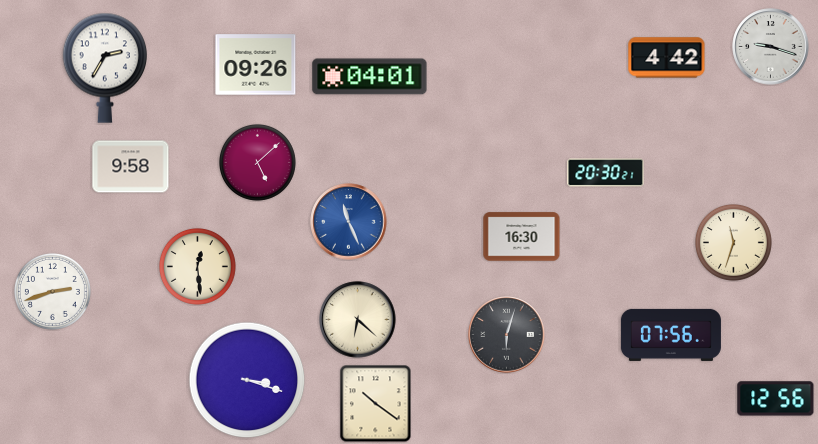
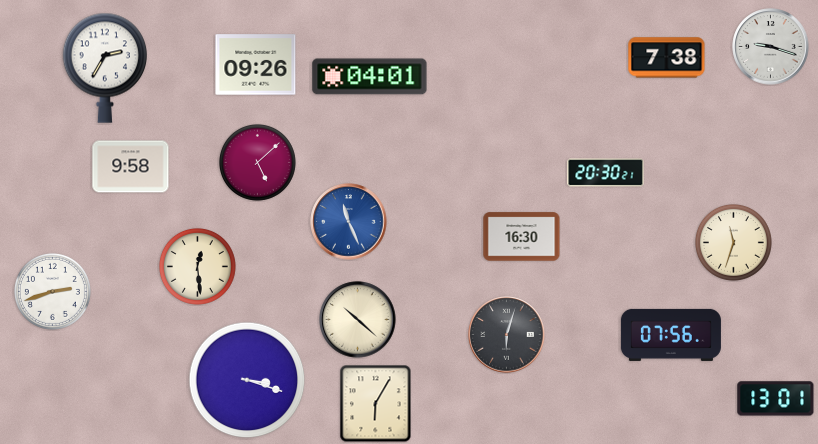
clock at (667, 58): 4:42 -> 7:38
clock at (358, 320): 6:22 -> 10:22
clock at (776, 399): 12:56 -> 13:01
clock at (376, 403): 10:21 -> 6:05
